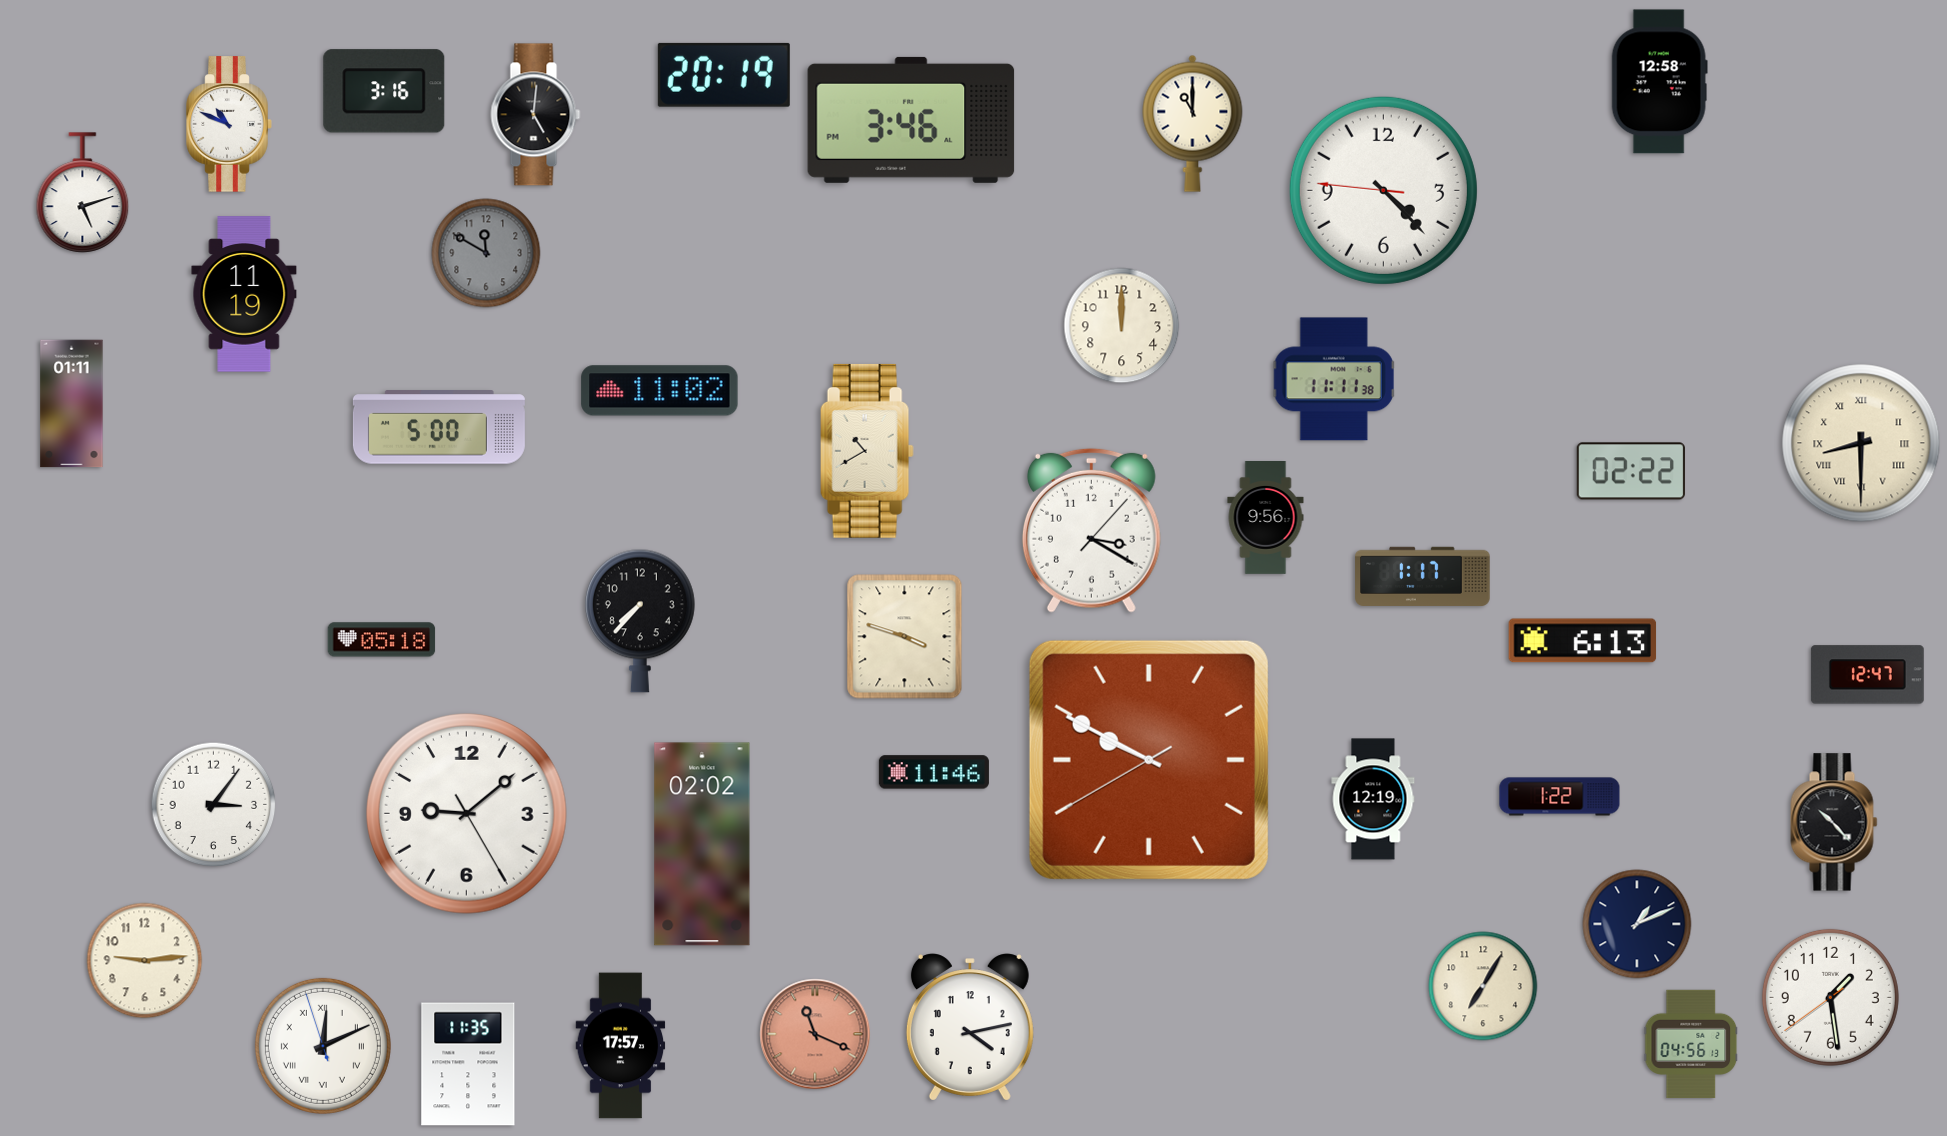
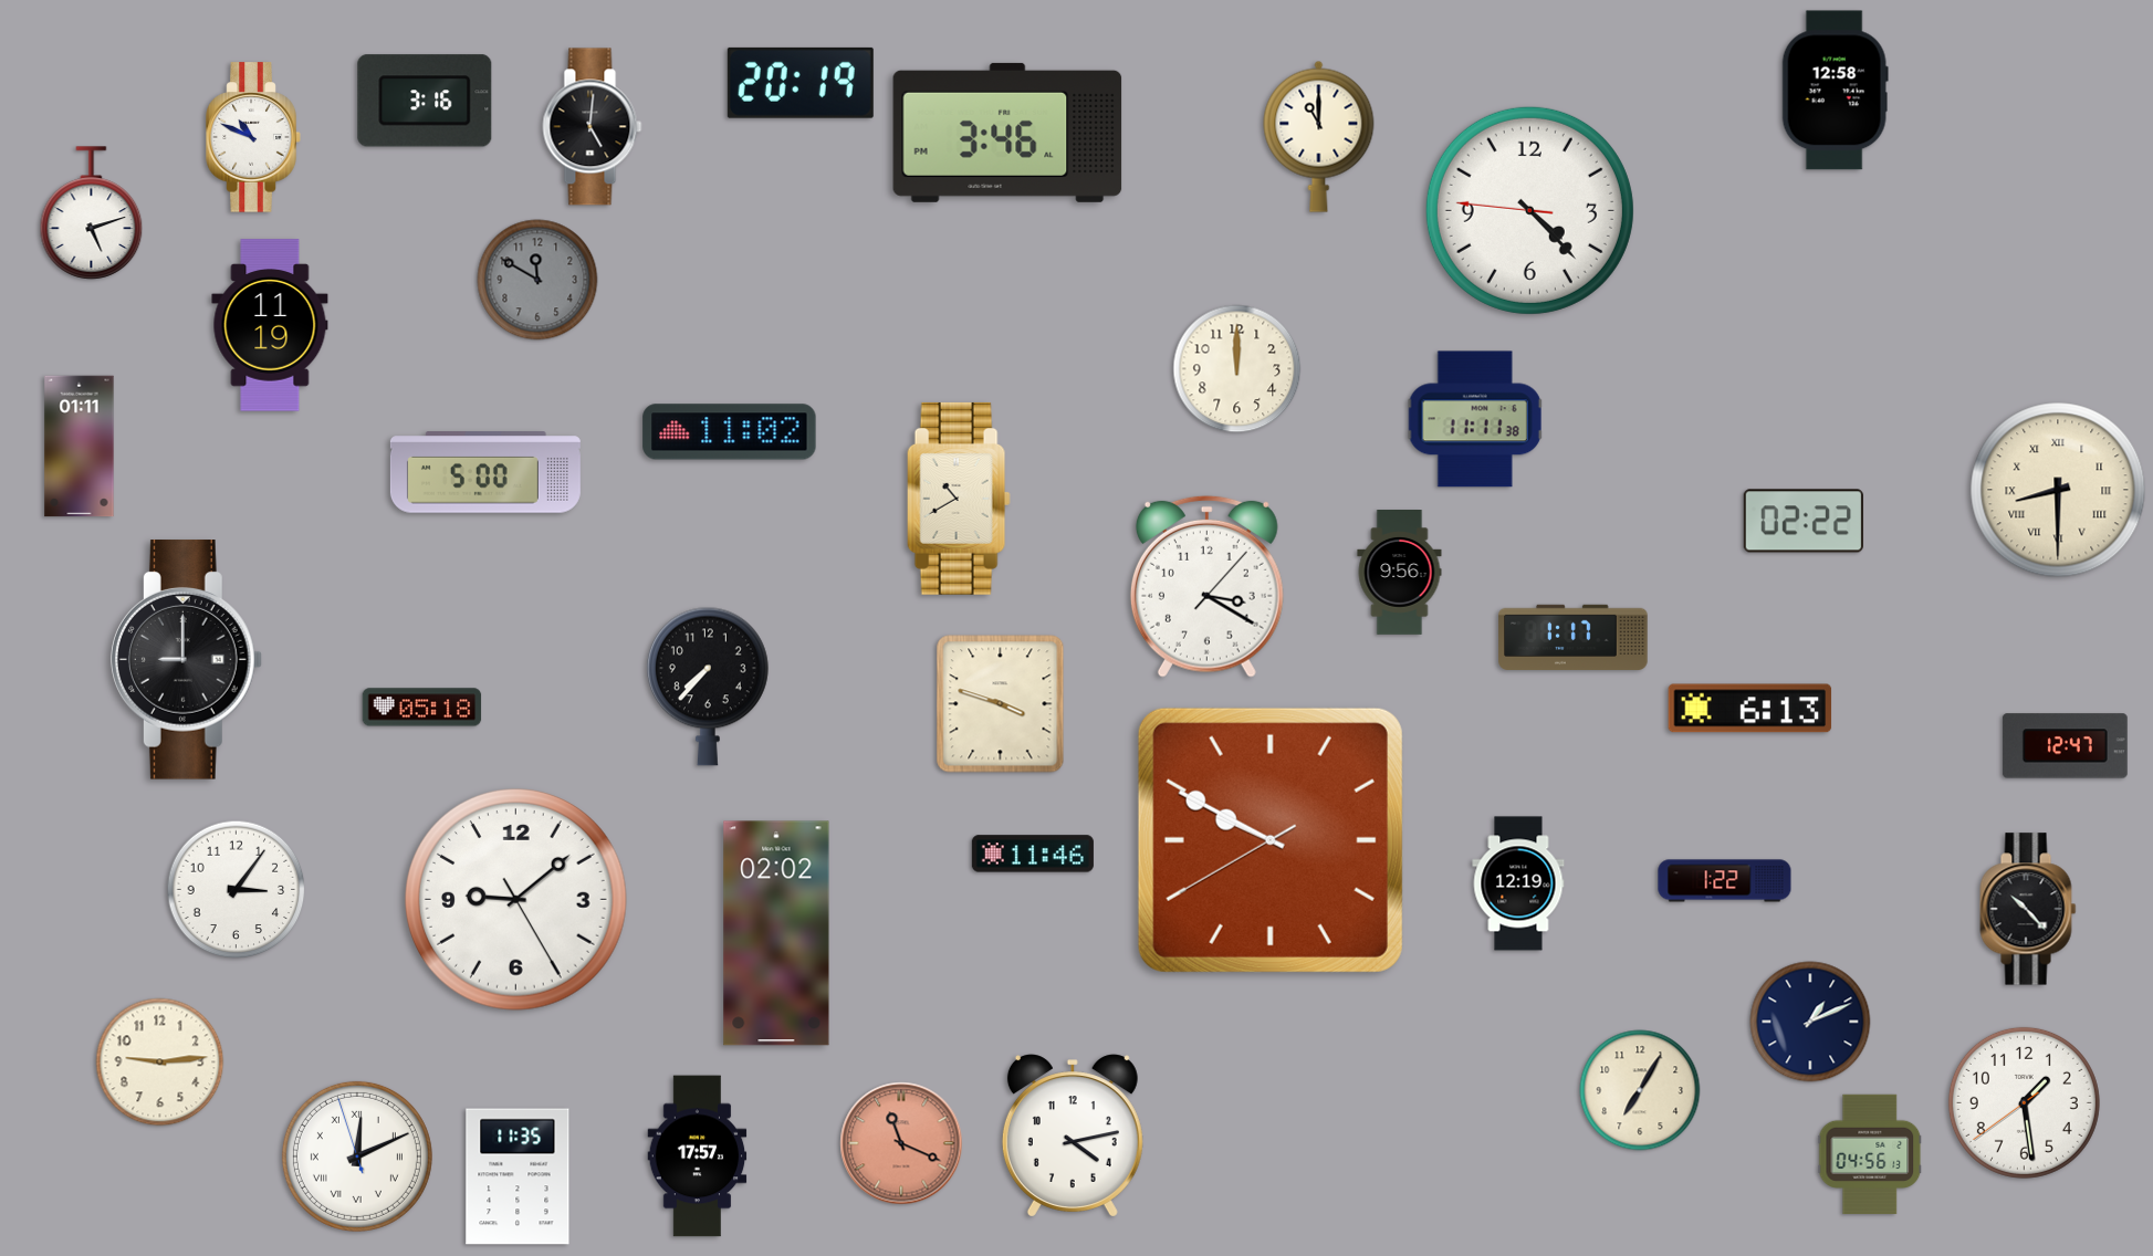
clock at (1122, 326) position: (1122, 326) -> (1237, 369)
clock at (186, 660): none -> 9:00
clock at (621, 1046) position: (621, 1046) -> (698, 1156)
